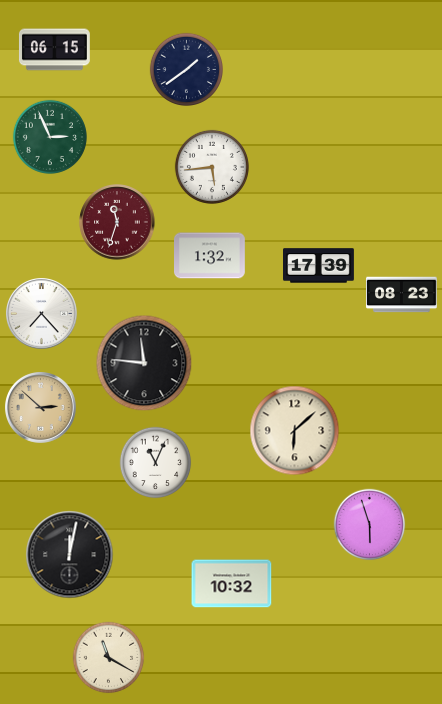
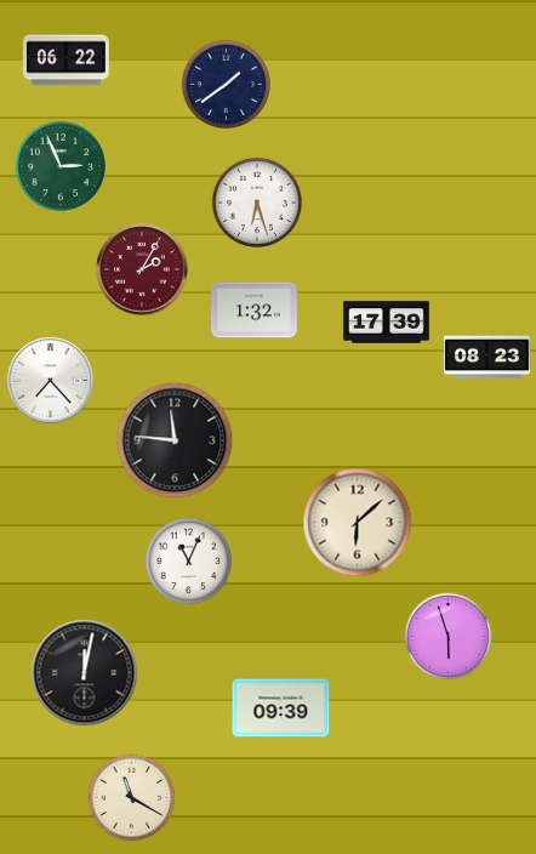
clock at (55, 50): 06:15 -> 06:22
clock at (212, 167): 5:44 -> 6:27
clock at (117, 222): 11:33 -> 2:05
clock at (41, 408): 2:52 -> none
clock at (232, 584): 10:32 -> 09:39
